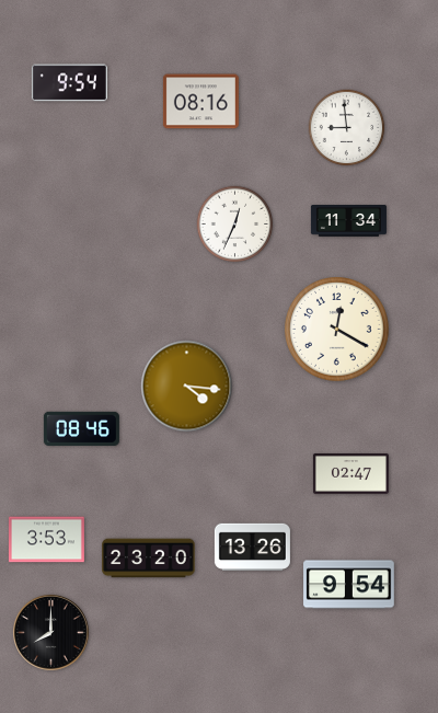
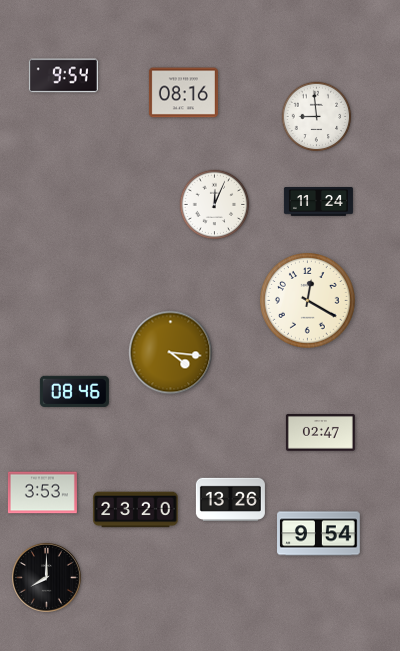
clock at (348, 221): 11:34 -> 11:24
clock at (235, 225): 12:34 -> 12:04
